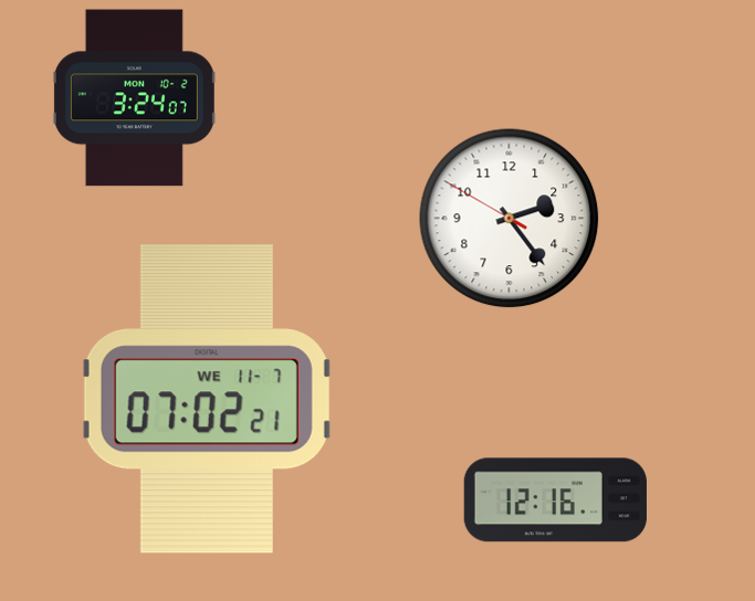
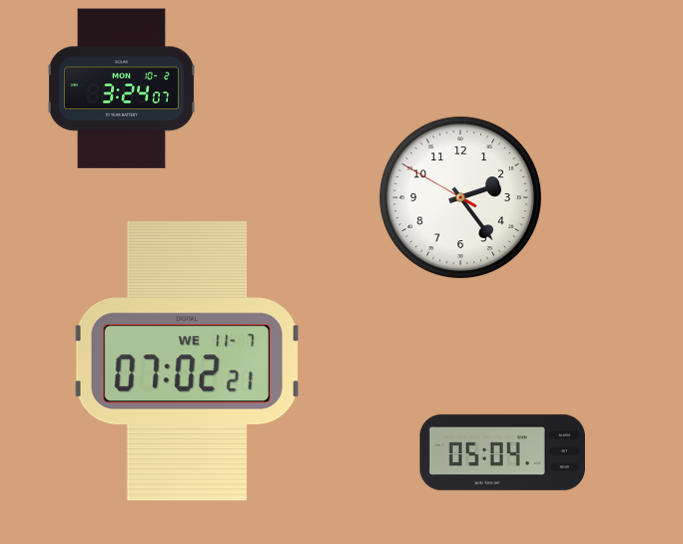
clock at (555, 500): 12:16 -> 05:04
